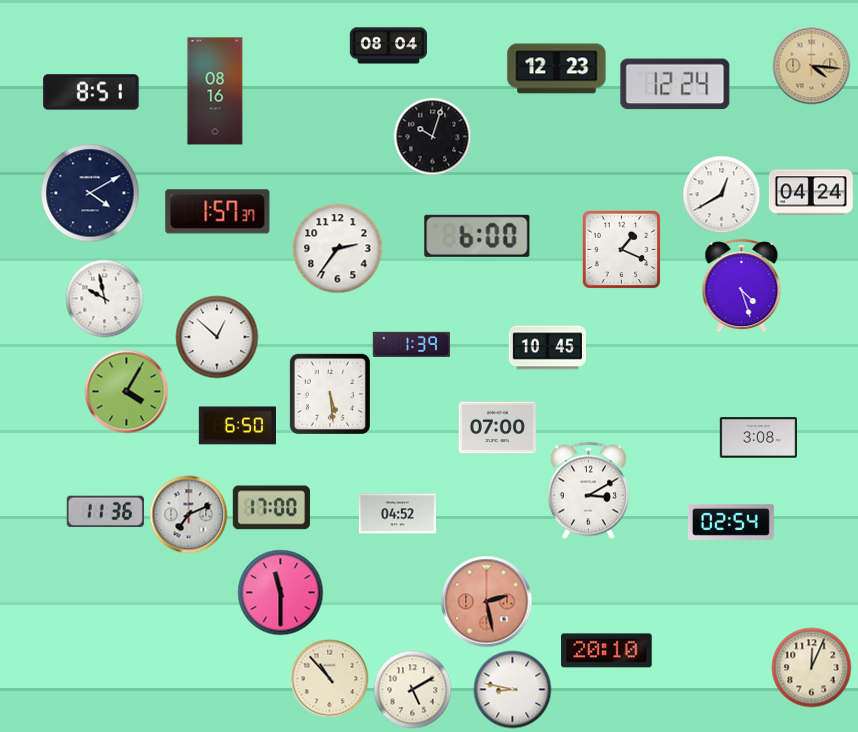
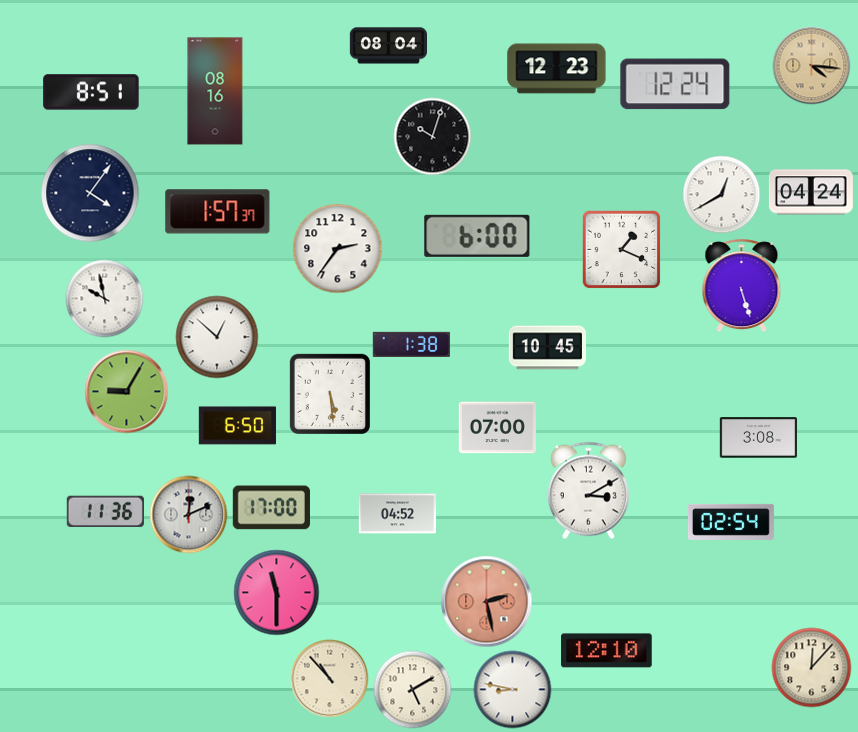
clock at (90, 193): 4:10 -> 4:06
clock at (742, 285): 4:27 -> 5:27
clock at (411, 344): 1:39 -> 1:38
clock at (126, 391): 4:05 -> 9:05
clock at (188, 514): 7:11 -> 12:11
clock at (280, 592) position: (280, 592) -> (276, 592)
clock at (607, 651): 20:10 -> 12:10
clock at (811, 667): 12:04 -> 12:07
